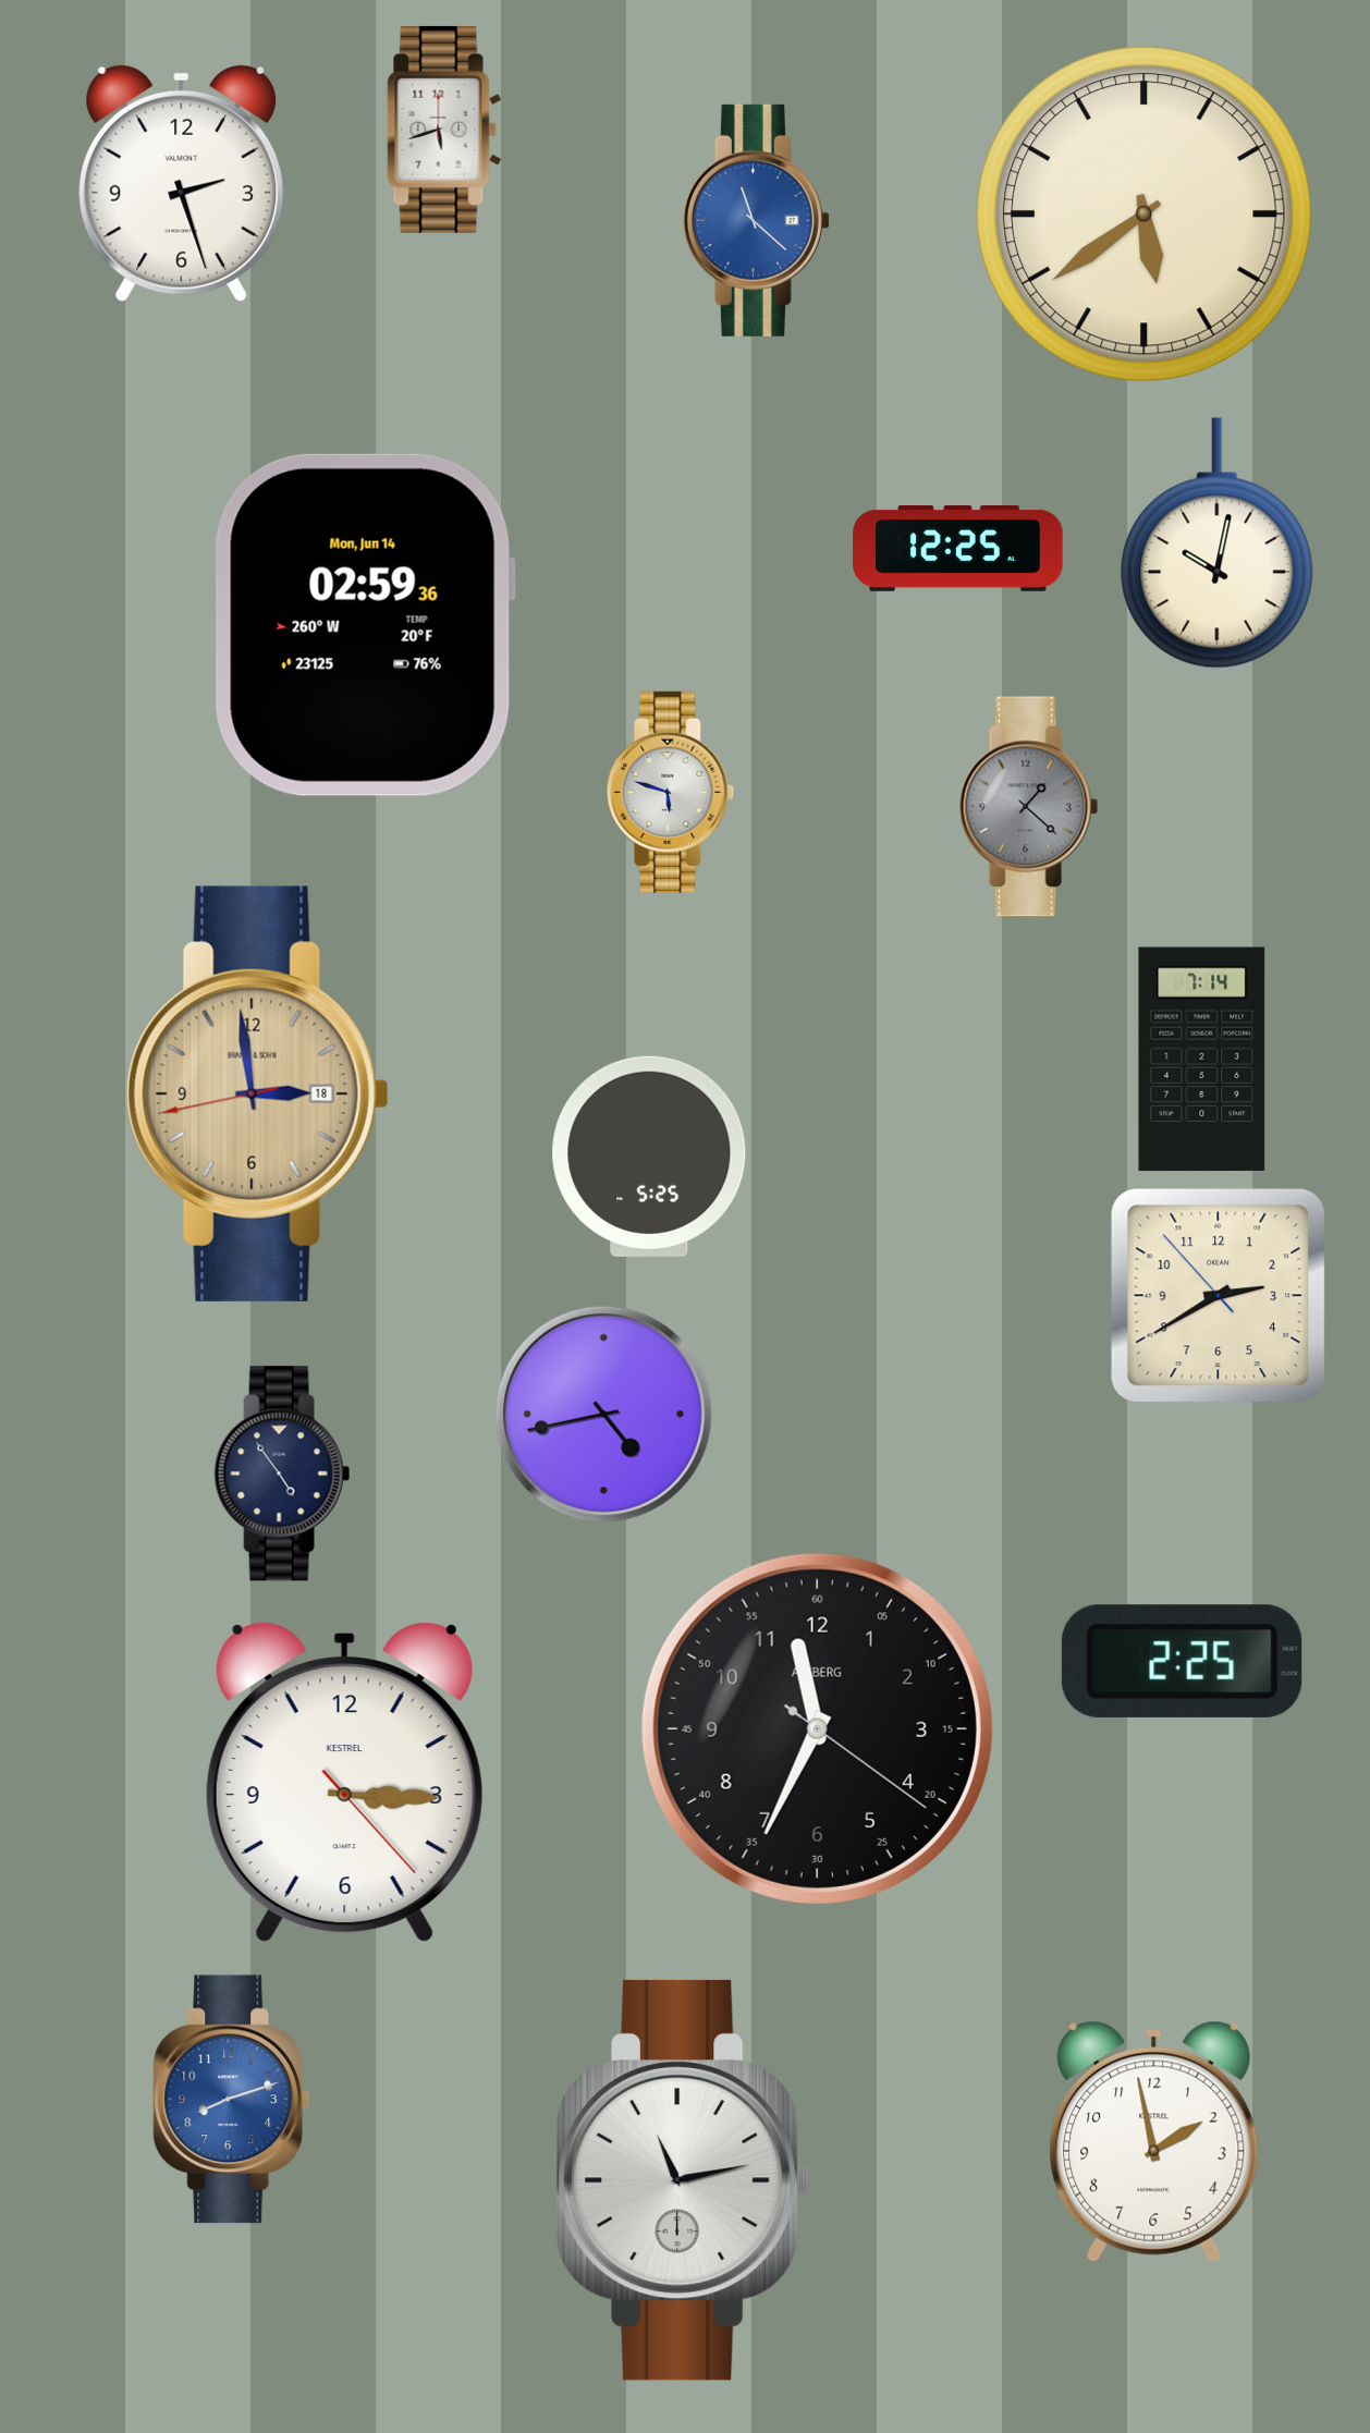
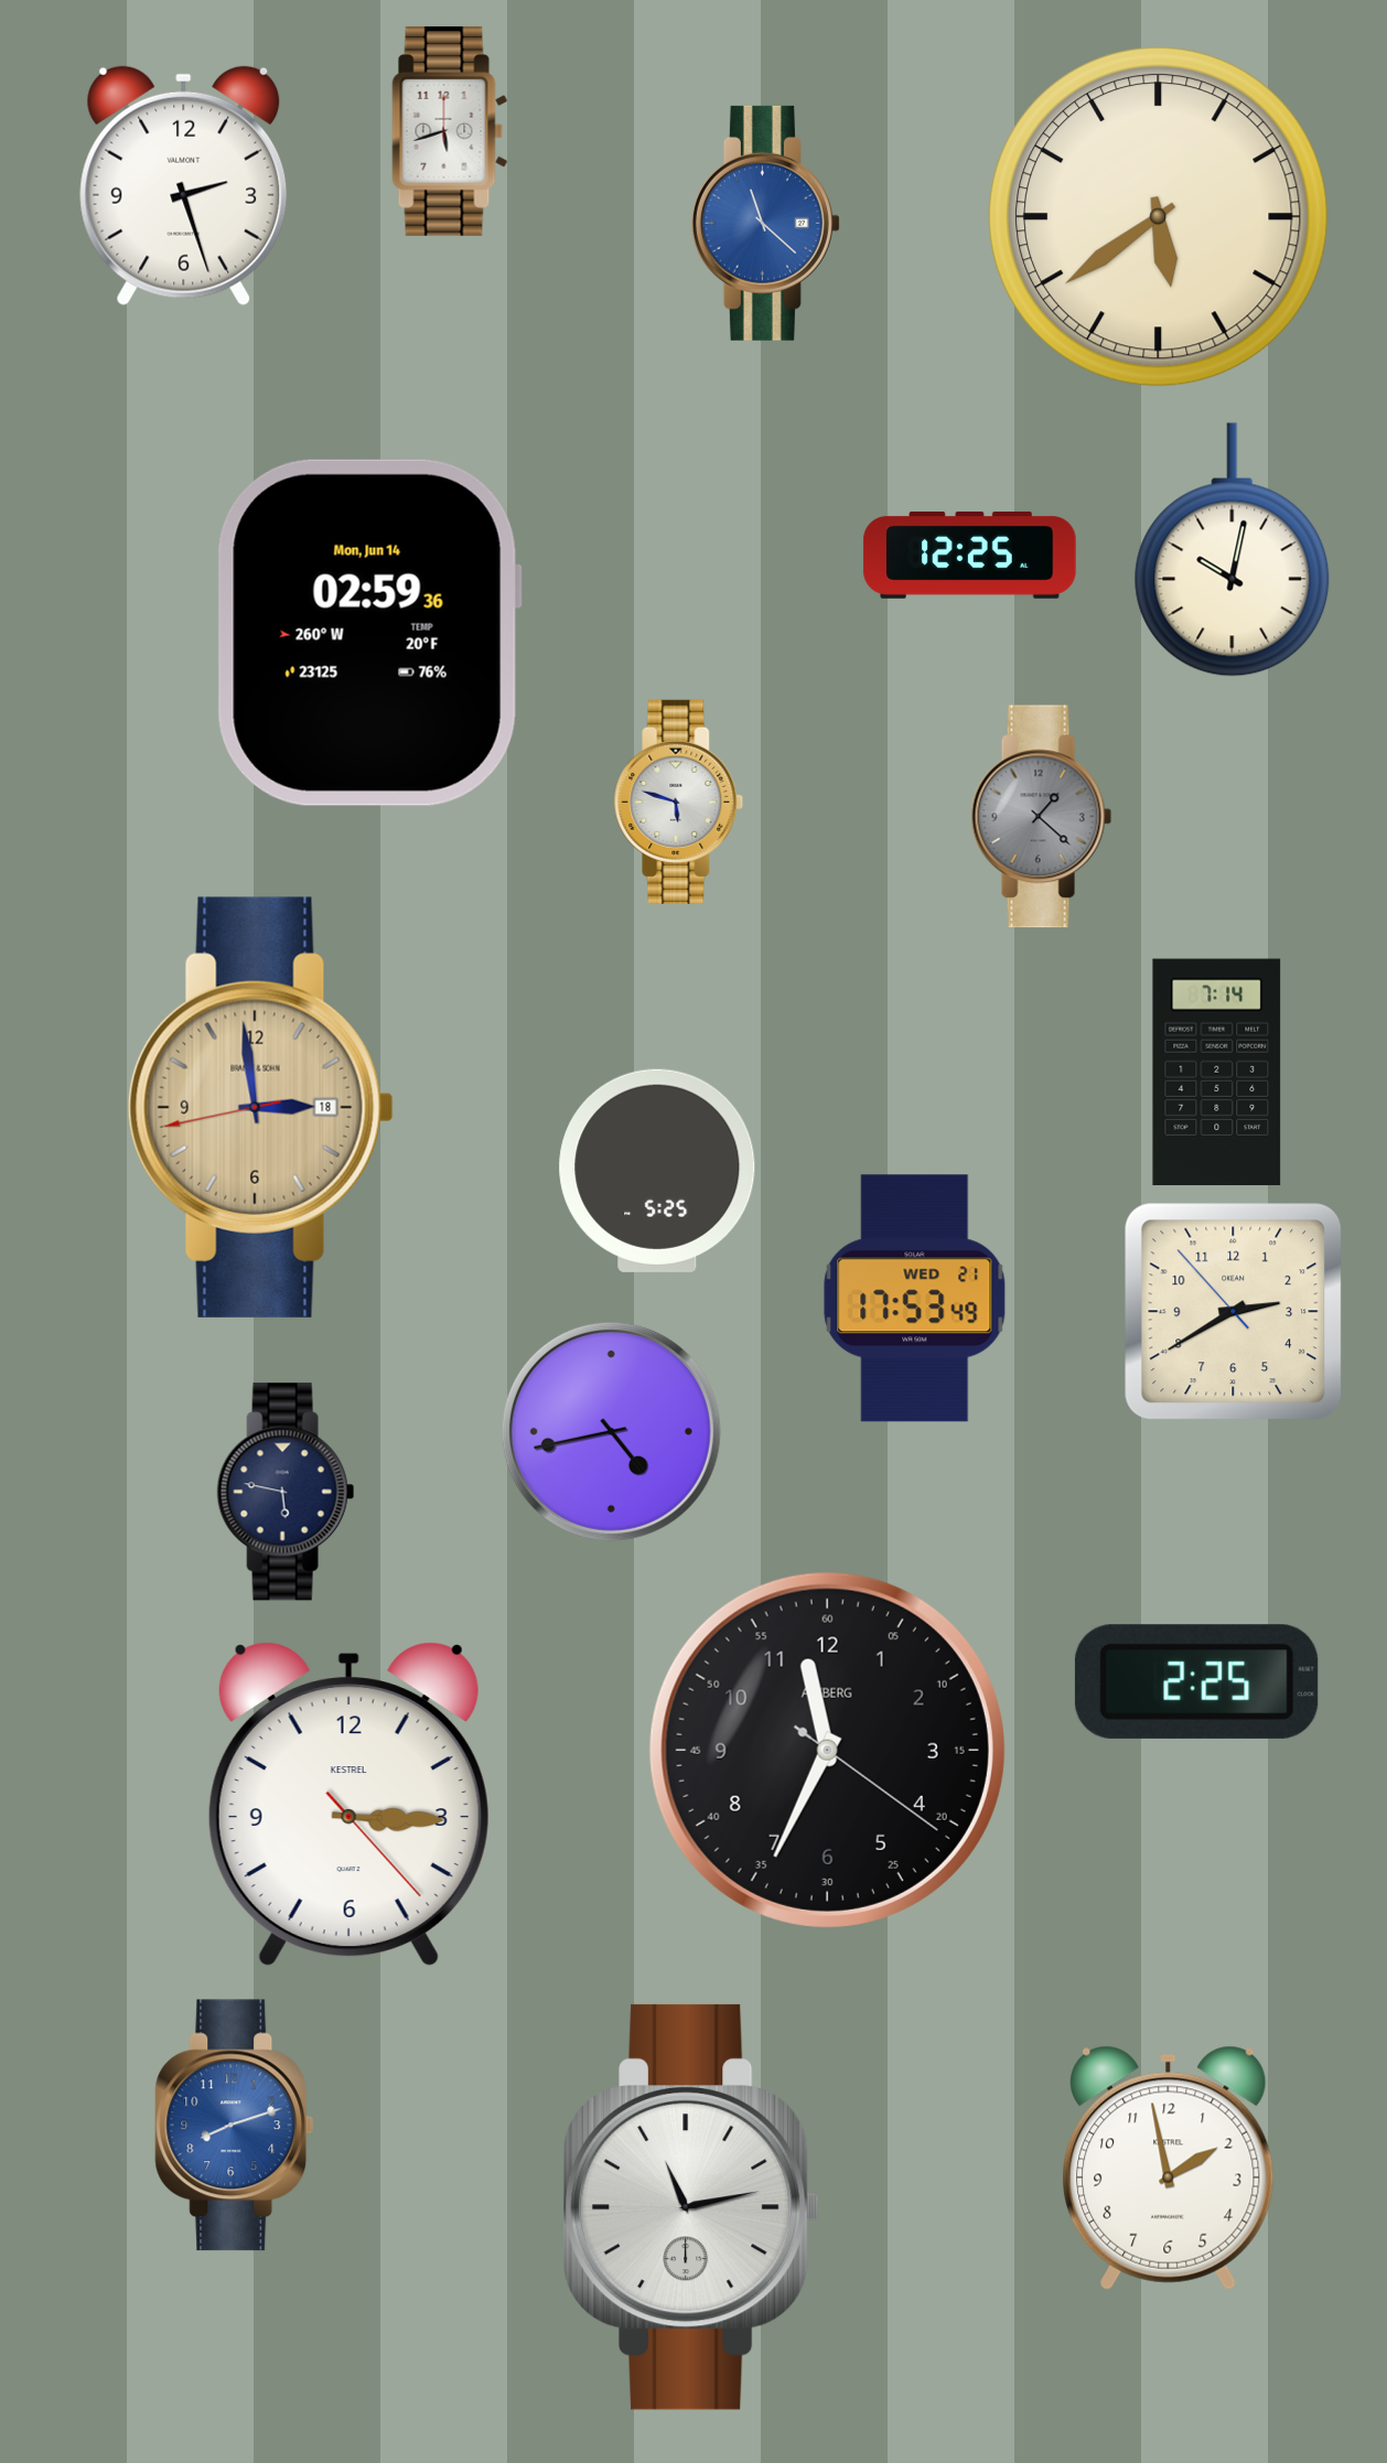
clock at (915, 1299): none -> 17:53
clock at (282, 1474): 4:54 -> 5:47
